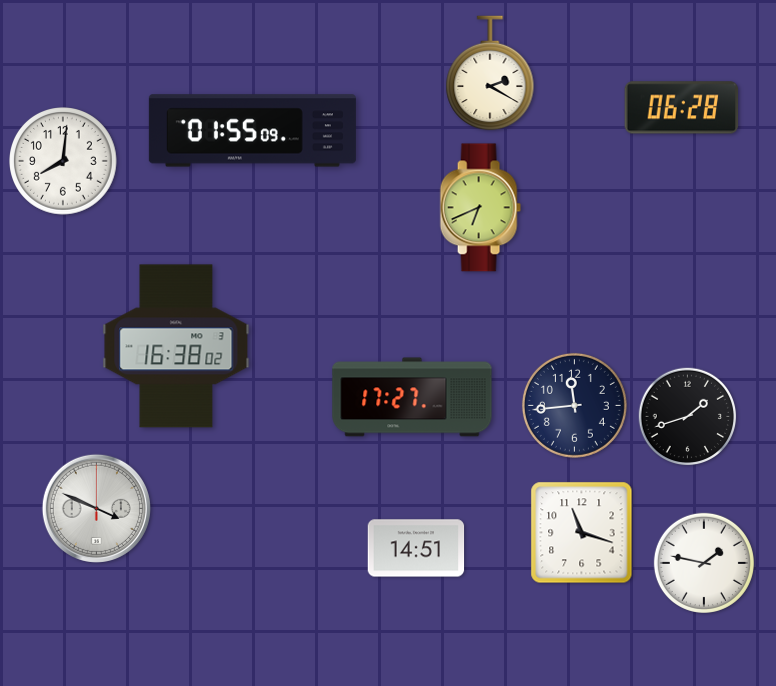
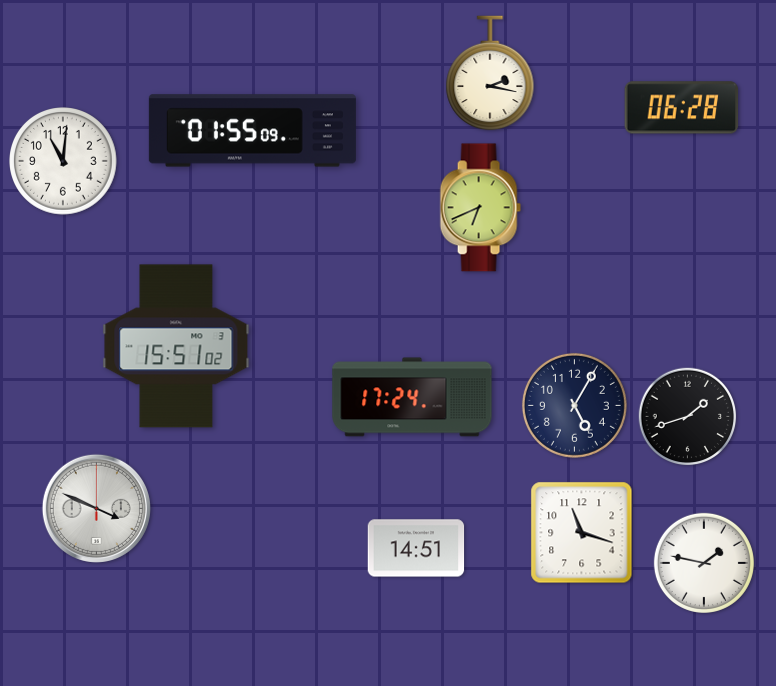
clock at (490, 73): 2:20 -> 2:17
clock at (64, 162): 8:01 -> 11:01
clock at (176, 346): 16:38 -> 15:51
clock at (412, 397): 17:27 -> 17:24
clock at (574, 405): 11:44 -> 5:05
